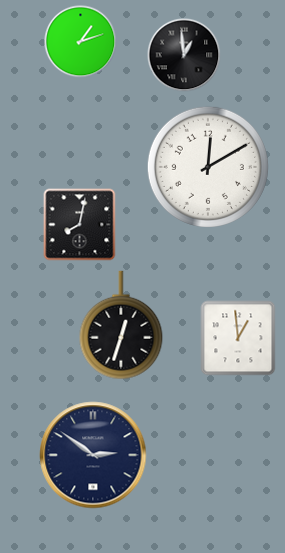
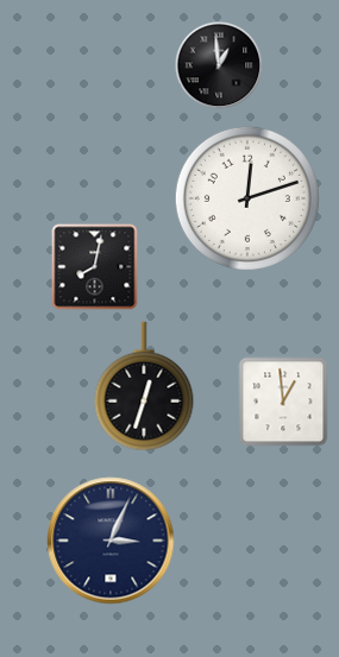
clock at (81, 42): 1:12 -> none
clock at (208, 167): 12:10 -> 12:12
clock at (93, 455): 2:51 -> 3:04
